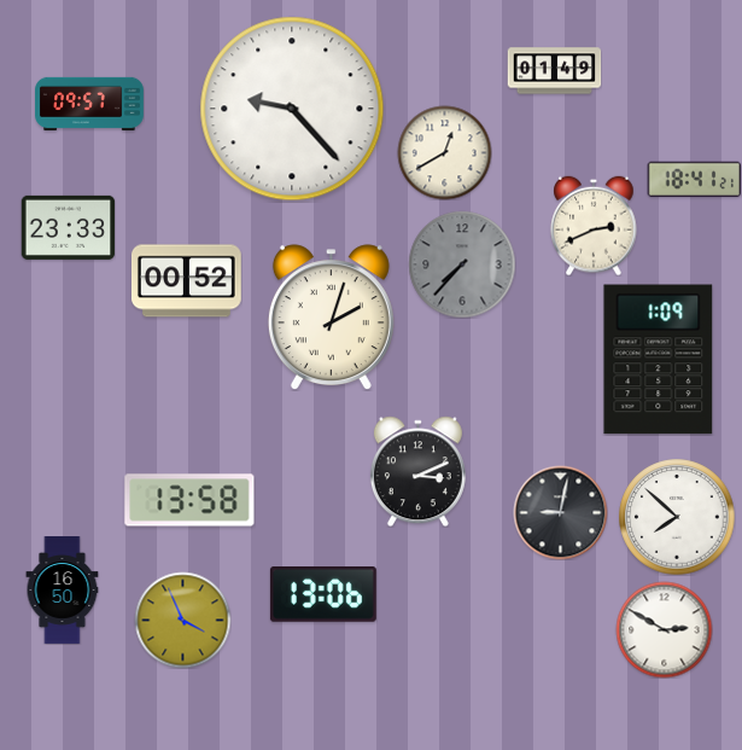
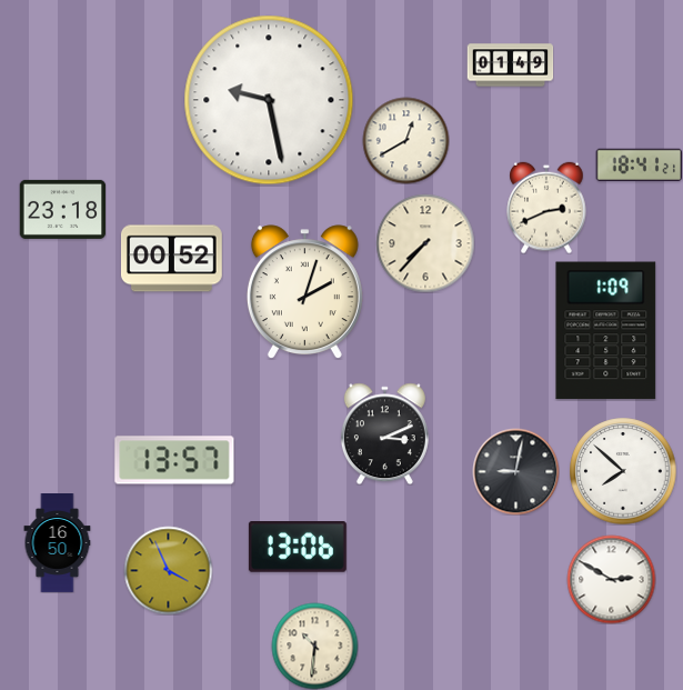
clock at (90, 103): 09:57 -> none
clock at (292, 109): 9:23 -> 9:28
clock at (444, 152) position: (444, 152) -> (405, 140)
clock at (68, 227): 23:33 -> 23:18
clock at (462, 264) dial: grey -> cream
clock at (189, 500): 13:58 -> 13:57
clock at (677, 517) position: (677, 517) -> (623, 471)
clock at (314, 646): none -> 10:31
